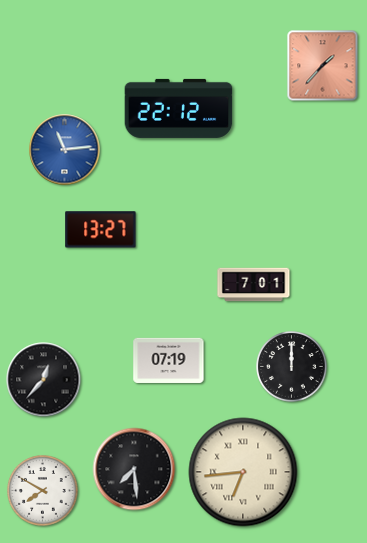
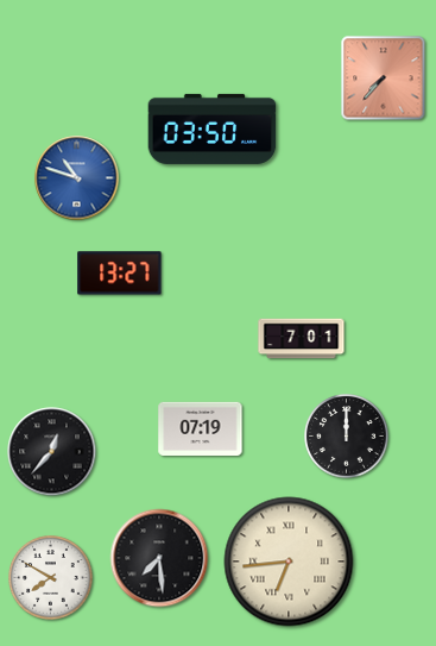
clock at (323, 66): 1:37 -> 7:37
clock at (179, 108): 22:12 -> 03:50
clock at (65, 150): 11:14 -> 10:48
clock at (43, 491) position: (43, 491) -> (51, 578)
